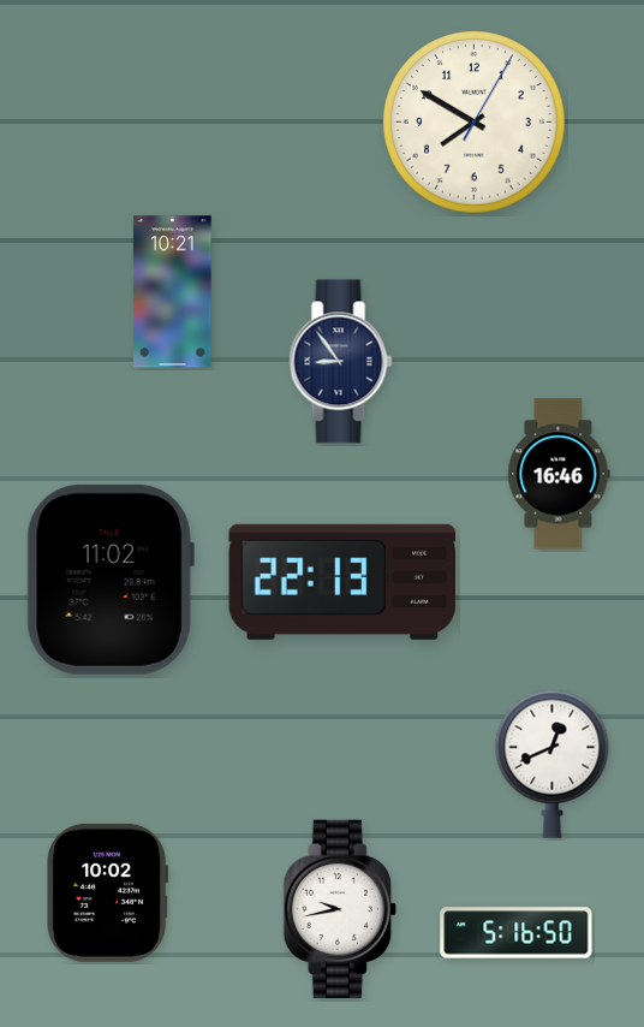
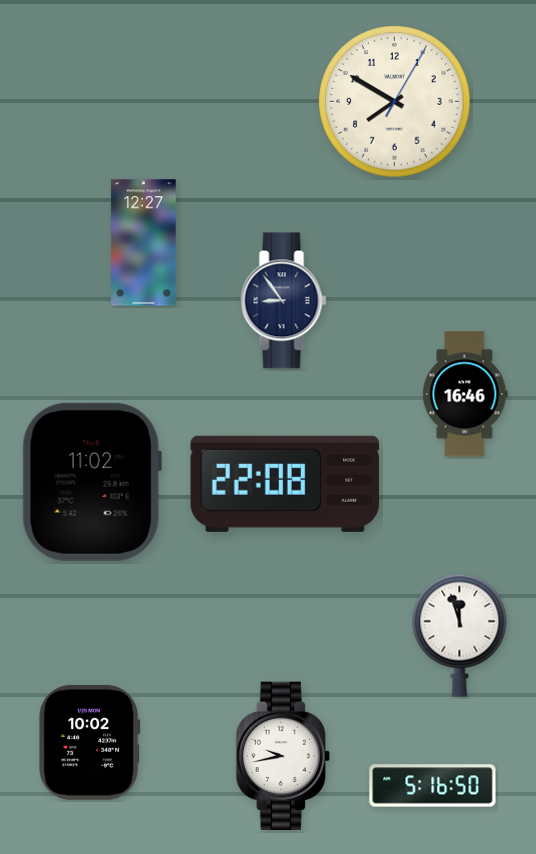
clock at (173, 292): 10:21 -> 12:27
clock at (342, 582): 22:13 -> 22:08
clock at (553, 764): 12:41 -> 11:57
clock at (517, 933) position: (517, 933) -> (433, 786)
